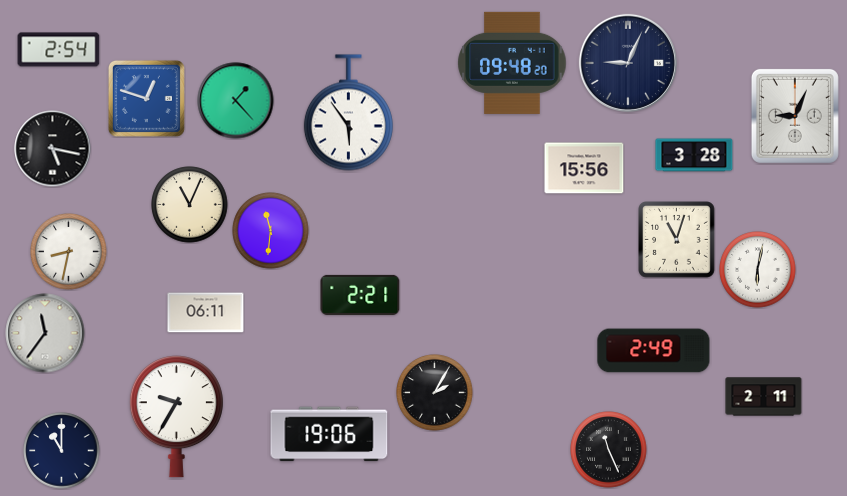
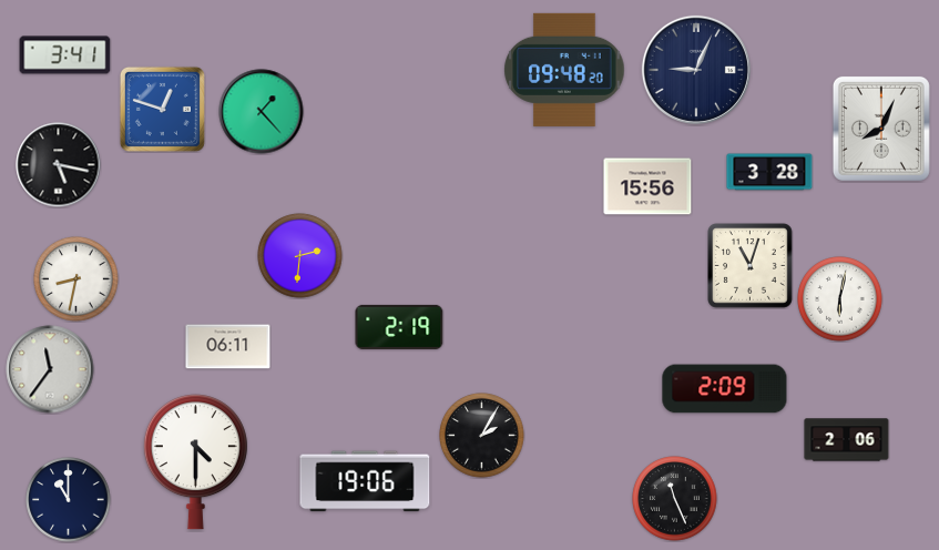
clock at (59, 50): 2:54 -> 3:41
clock at (512, 63) position: (512, 63) -> (564, 70)
clock at (348, 113): 5:54 -> none
clock at (795, 116): 9:04 -> 8:04
clock at (190, 205): 11:04 -> none
clock at (271, 231): 11:31 -> 2:31
clock at (360, 295): 2:21 -> 2:19
clock at (654, 351): 2:49 -> 2:09
clock at (764, 397): 2:11 -> 2:06
clock at (176, 417): 9:35 -> 4:30
